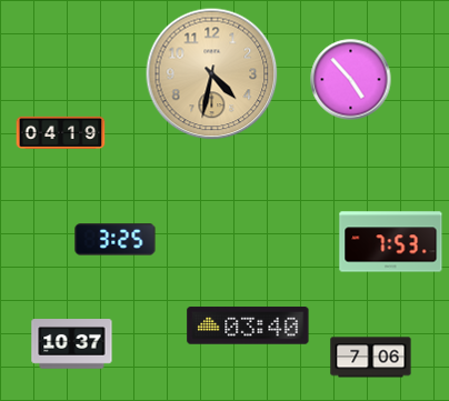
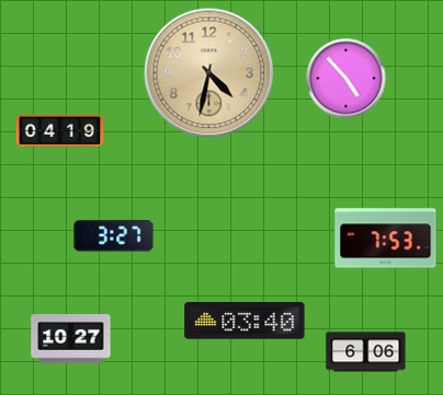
clock at (116, 240): 3:25 -> 3:27
clock at (72, 344): 10:37 -> 10:27
clock at (371, 358): 7:06 -> 6:06
